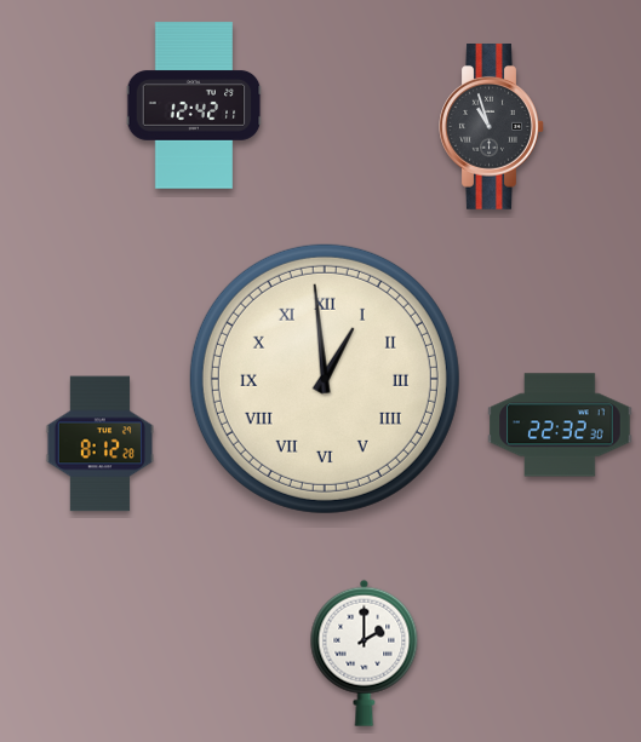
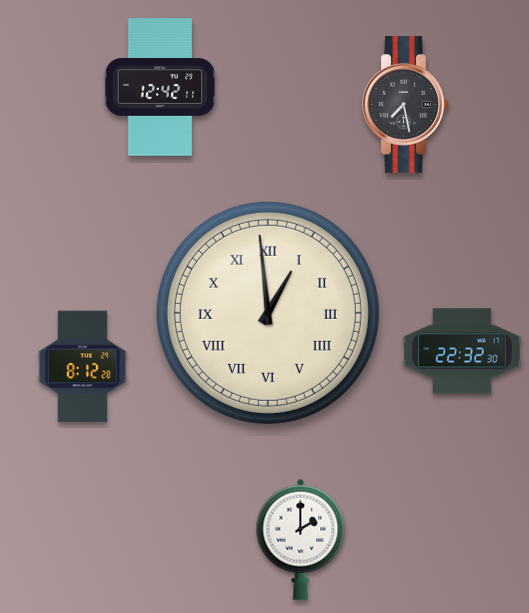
clock at (492, 127): 10:57 -> 7:28
